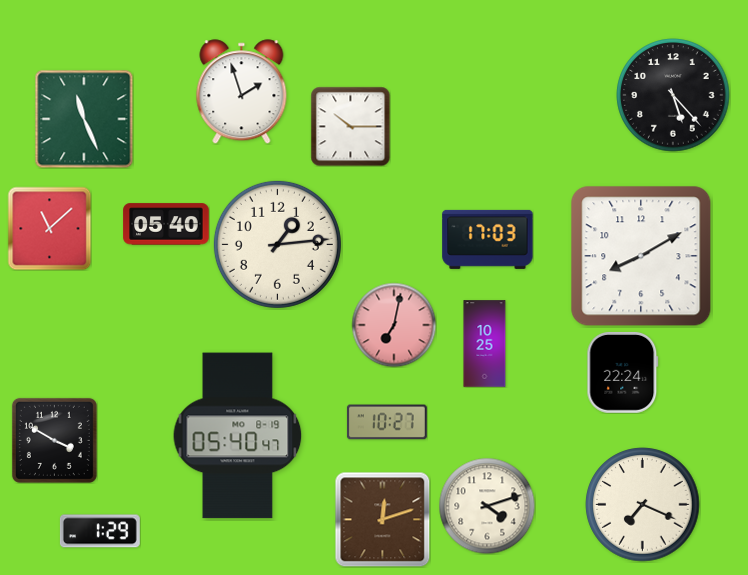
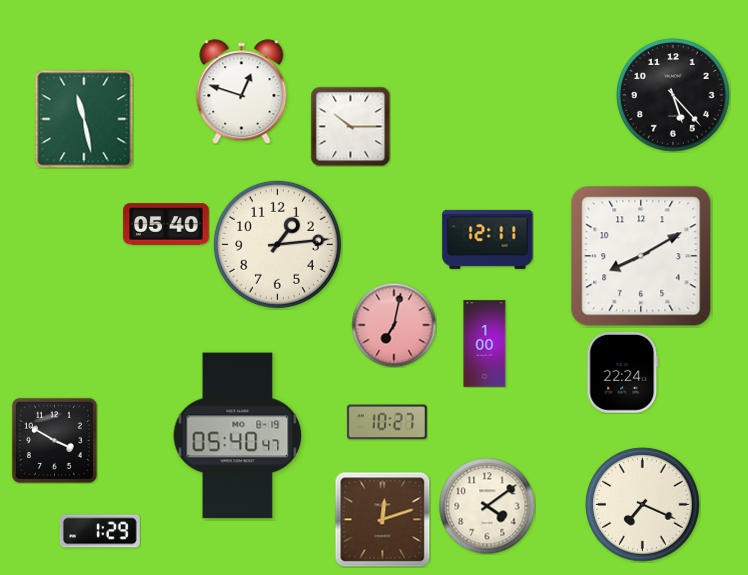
clock at (242, 92): 1:57 -> 12:48
clock at (84, 119): 11:26 -> 11:28
clock at (49, 228): 11:08 -> none
clock at (488, 239): 17:03 -> 12:11
clock at (485, 344): 10:25 -> 1:00
clock at (487, 506): 4:12 -> 4:09
